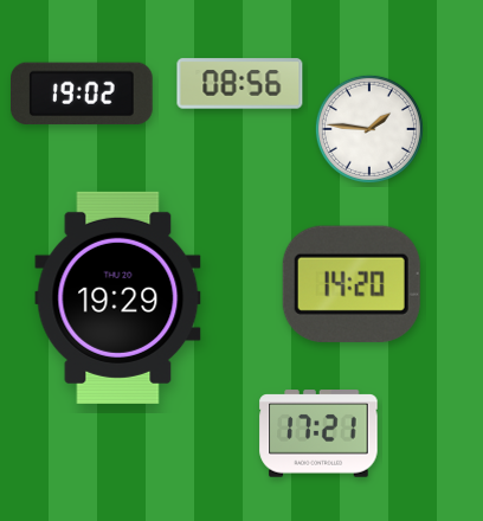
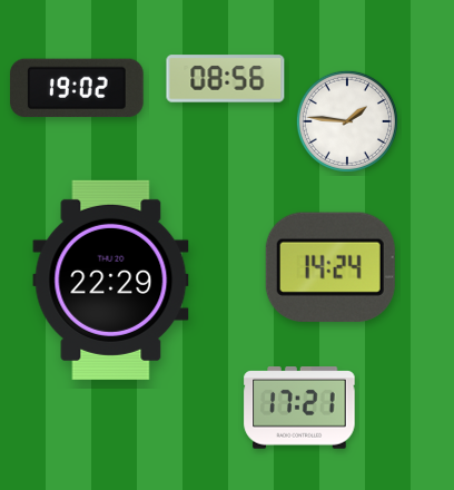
clock at (352, 284): 14:20 -> 14:24
clock at (118, 297): 19:29 -> 22:29
